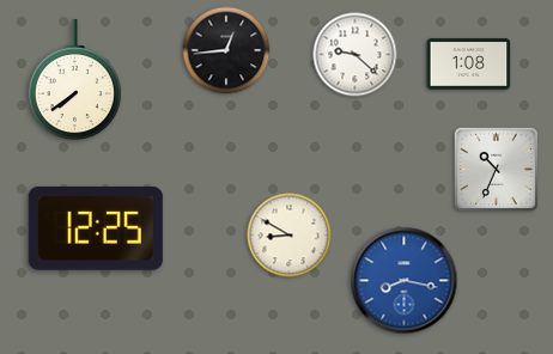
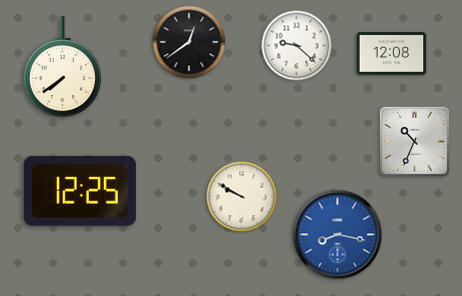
clock at (226, 50): 12:44 -> 12:39
clock at (469, 65): 1:08 -> 12:08
clock at (290, 236): 8:50 -> 9:50
